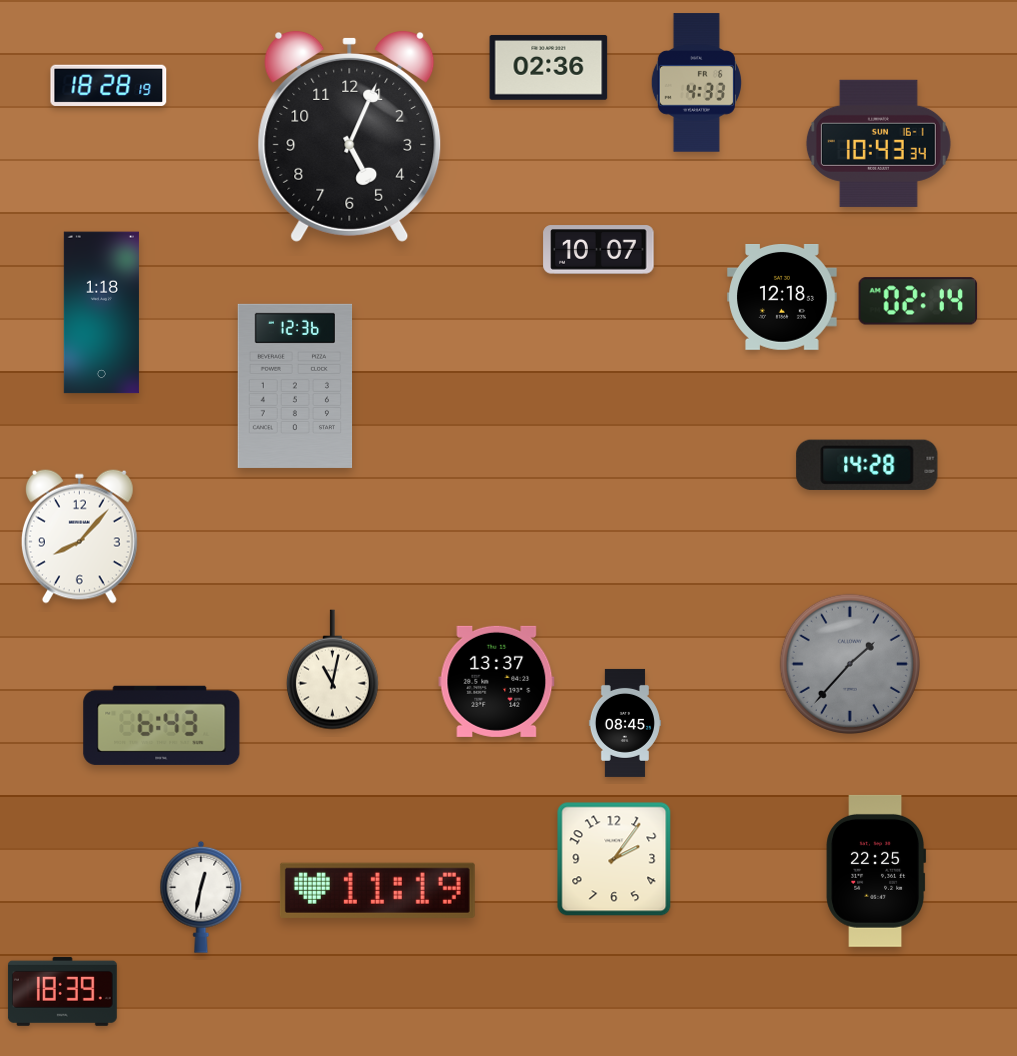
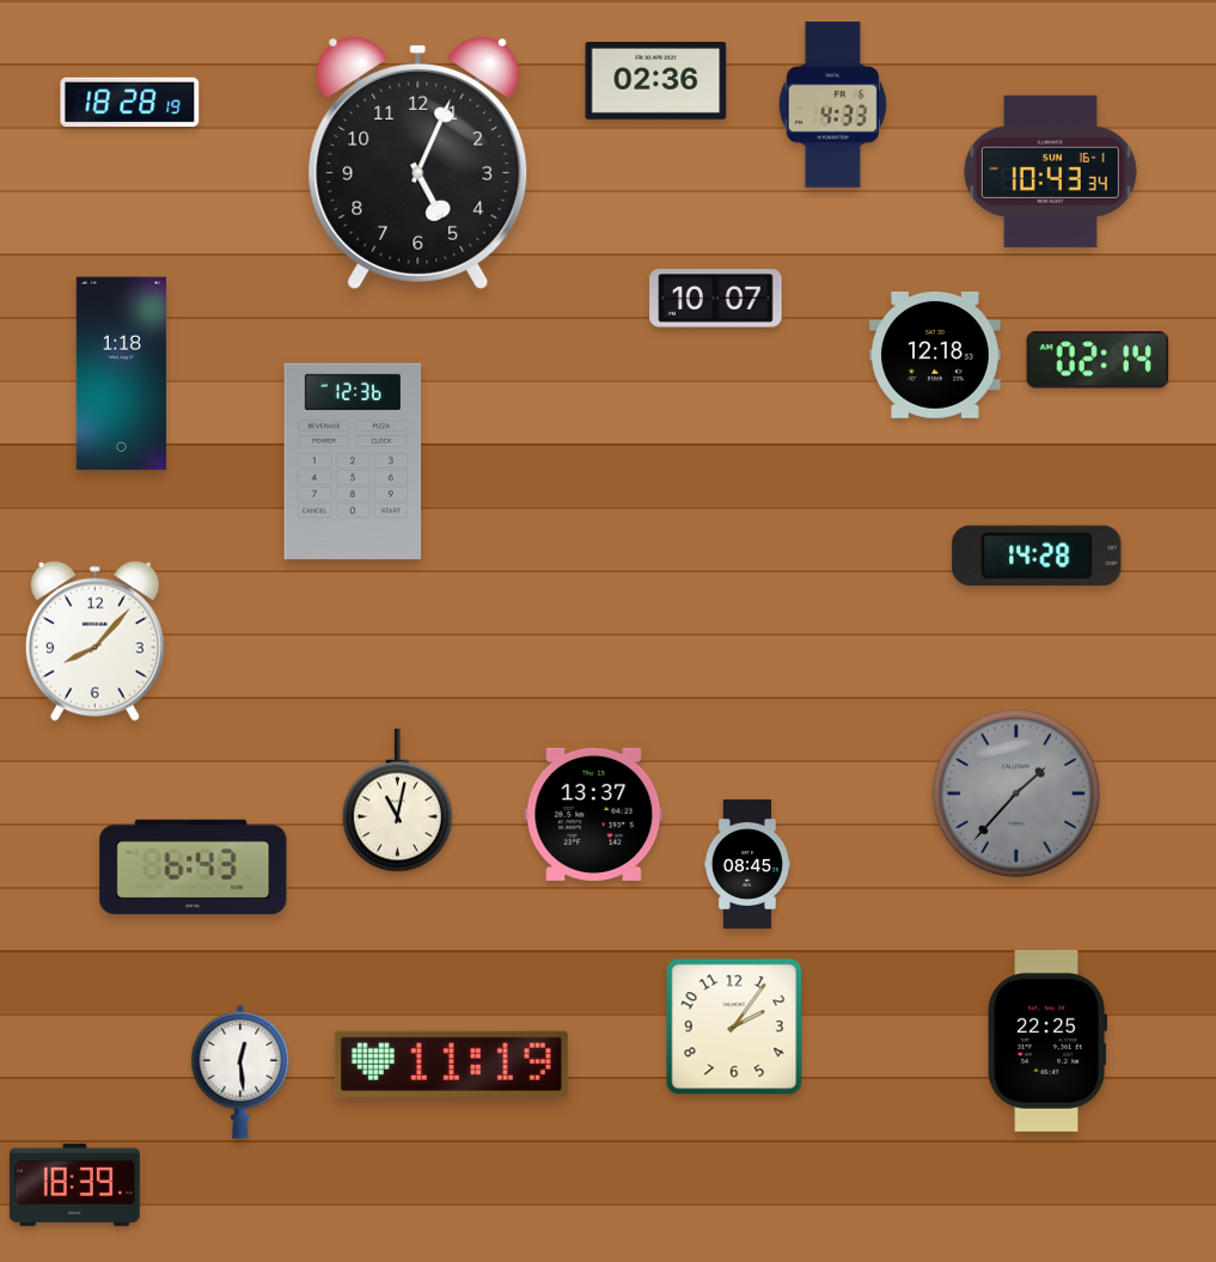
clock at (696, 83) position: (696, 83) -> (832, 105)
clock at (201, 897): 12:32 -> 12:29
